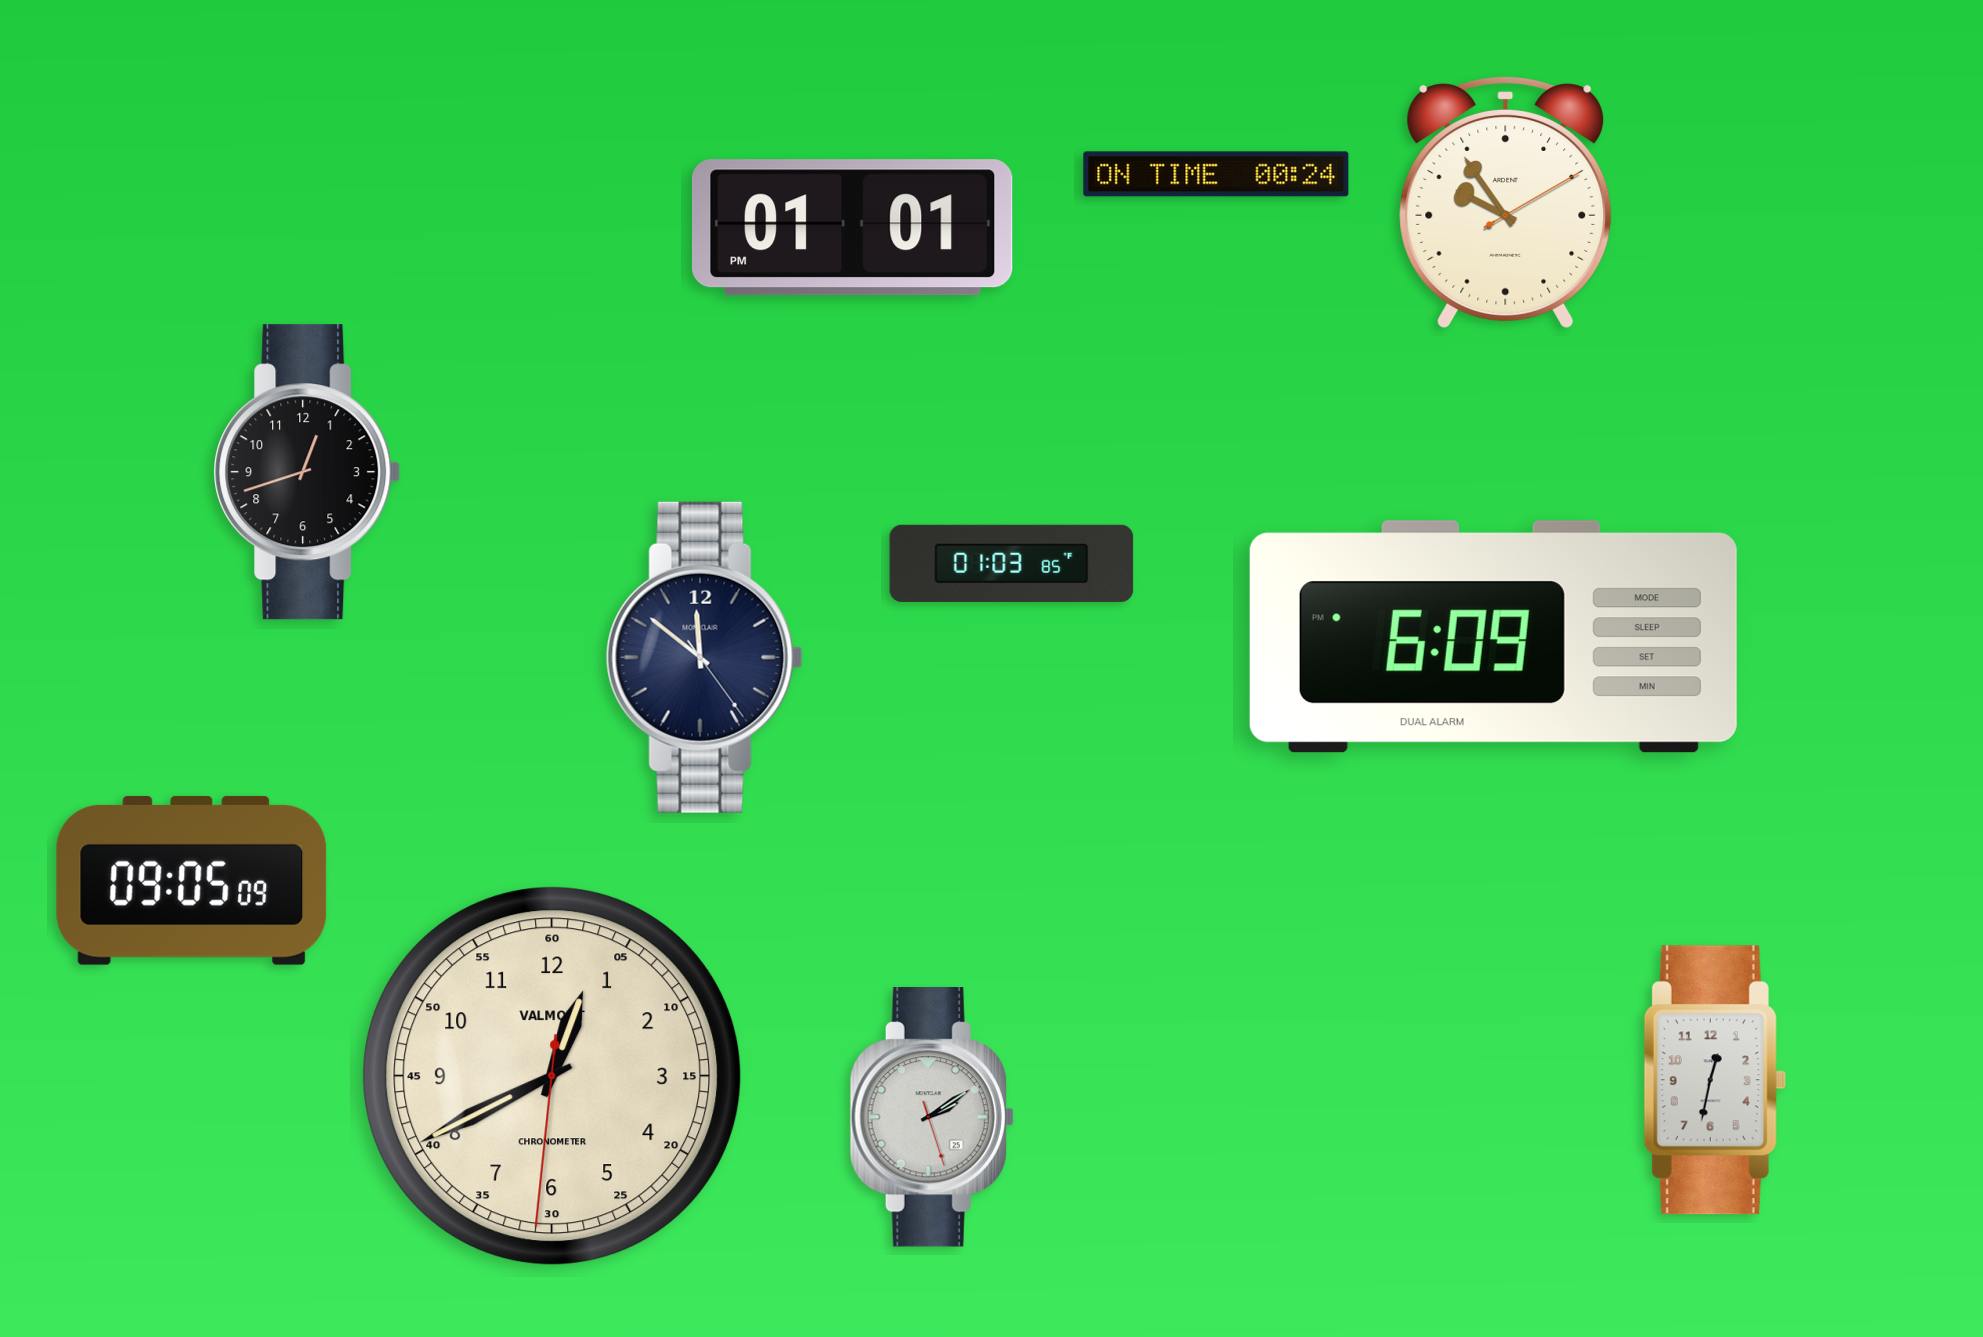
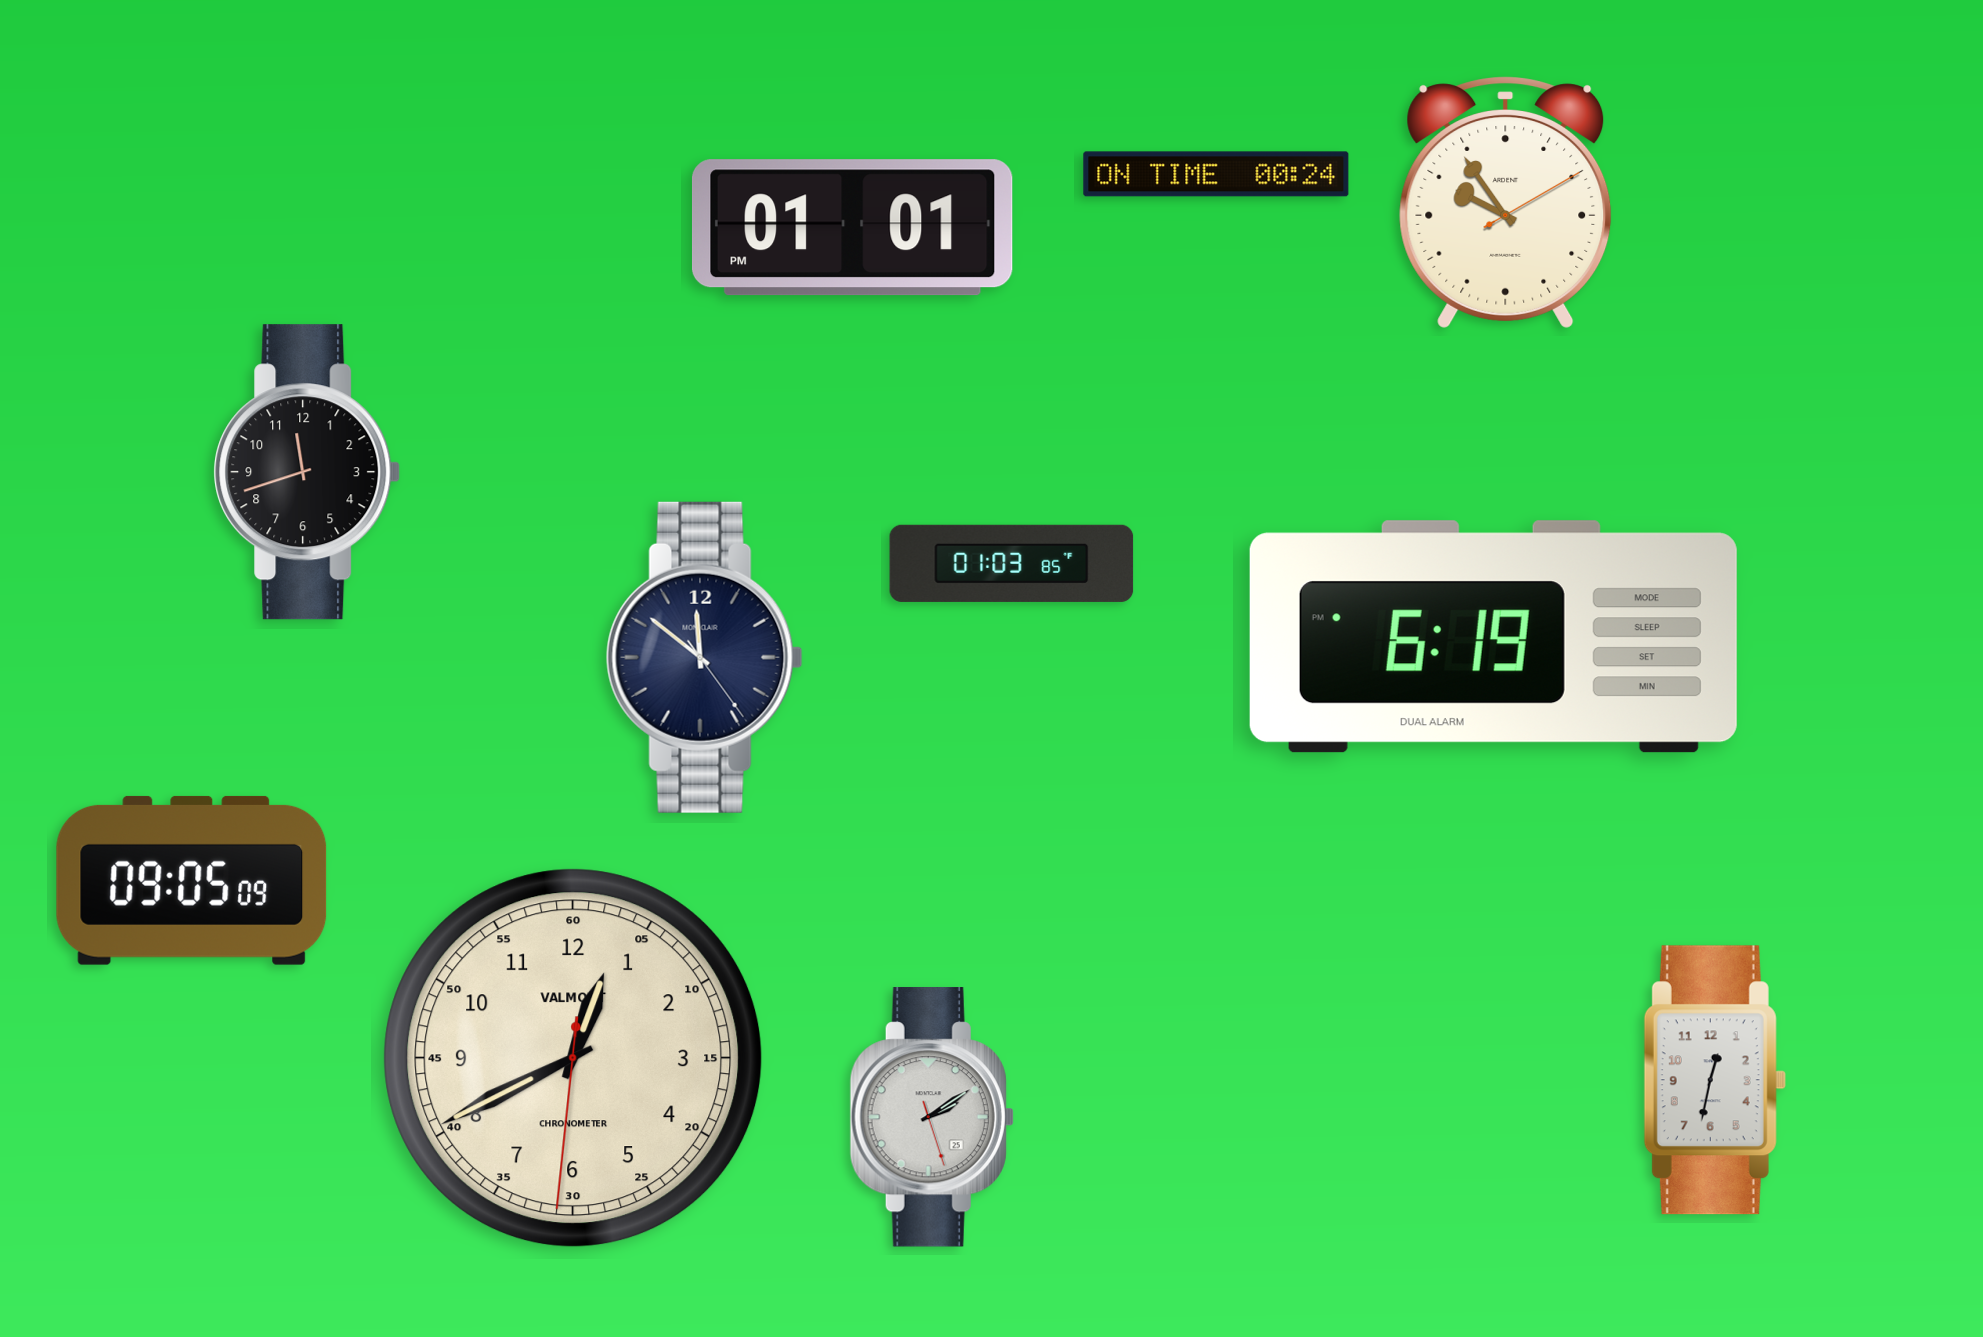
clock at (307, 472): 12:42 -> 11:42
clock at (1493, 637): 6:09 -> 6:19
clock at (552, 1076) position: (552, 1076) -> (573, 1058)
